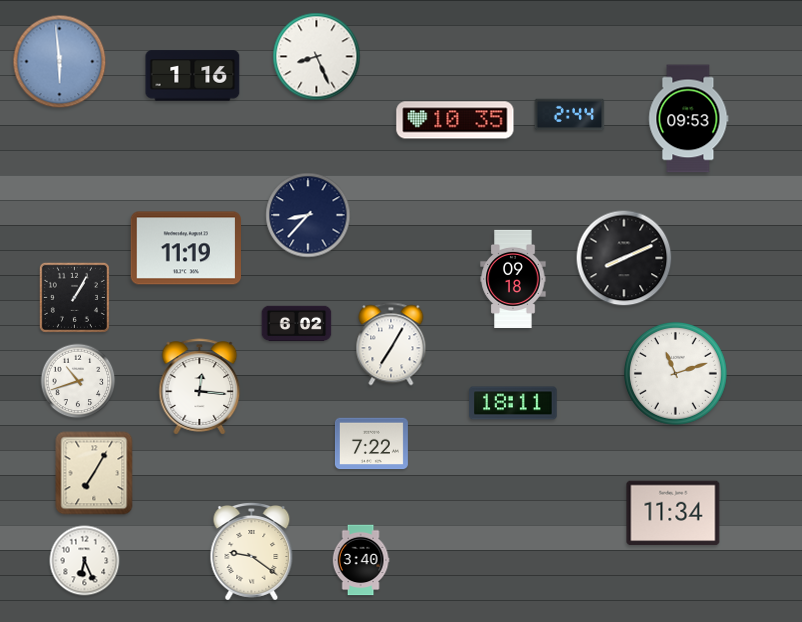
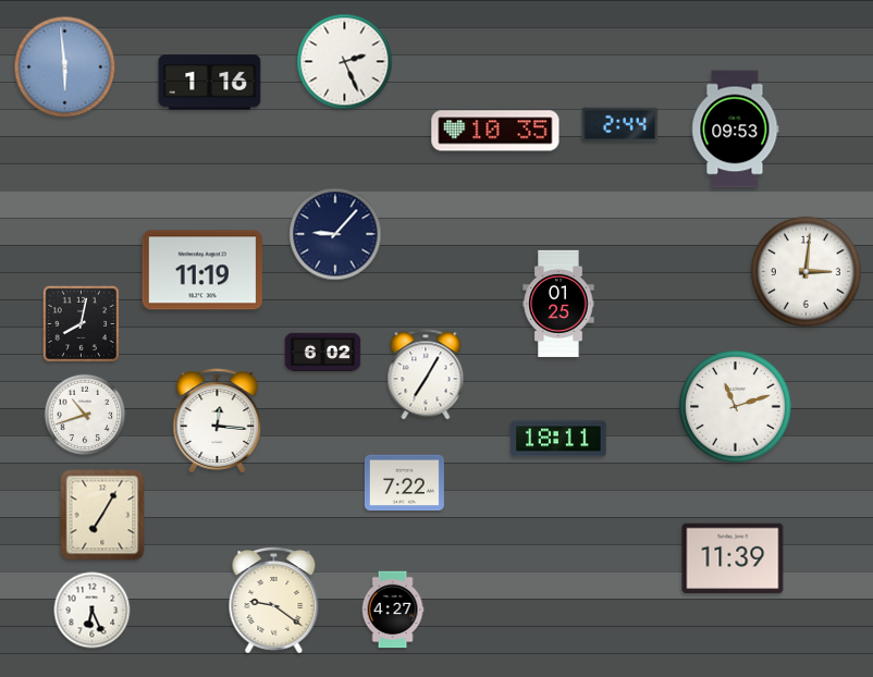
clock at (317, 57): 8:26 -> 2:26
clock at (689, 119) position: (689, 119) -> (736, 130)
clock at (308, 215): 8:37 -> 9:07
clock at (806, 271): none -> 3:01
clock at (624, 258): 8:11 -> none
clock at (513, 278): 09:18 -> 01:25
clock at (74, 297): 1:05 -> 8:02
clock at (673, 513): 11:34 -> 11:39
clock at (361, 560): 3:40 -> 4:27
